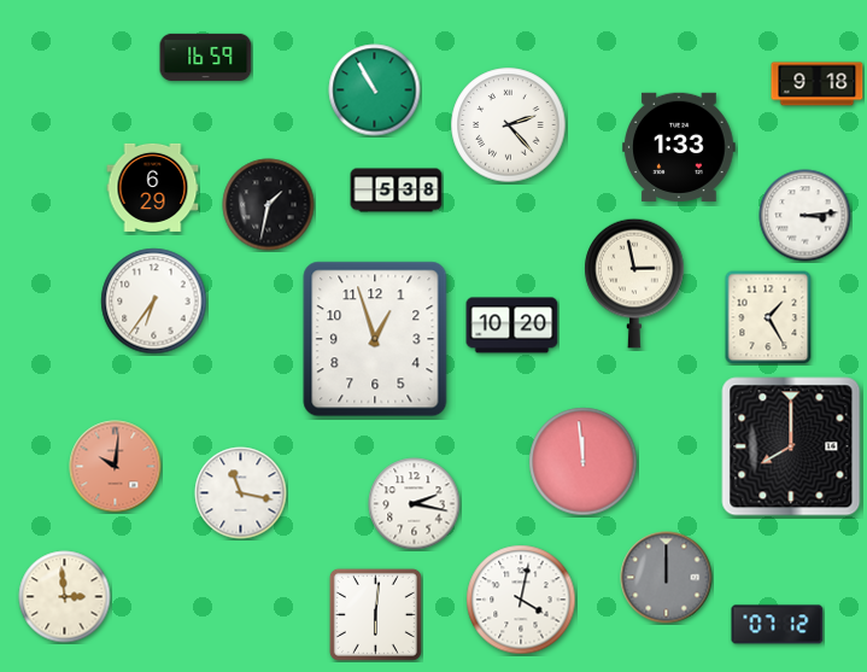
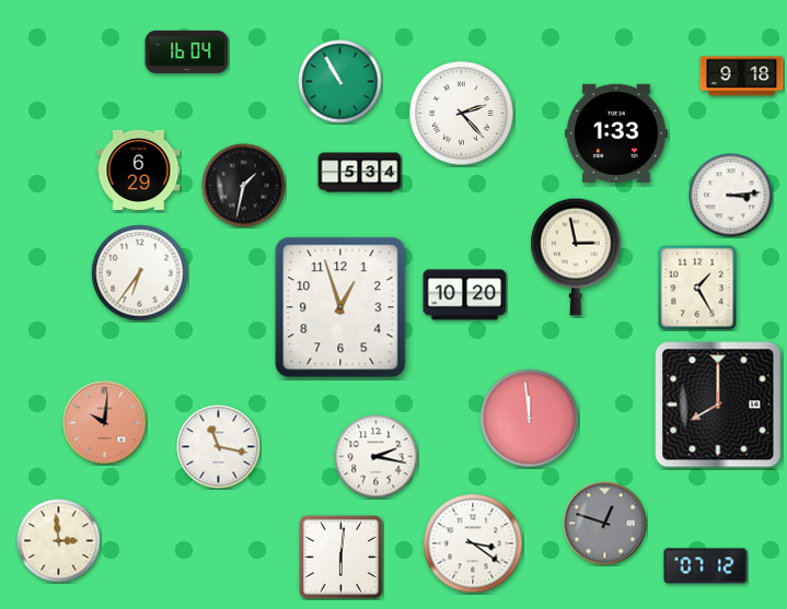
clock at (206, 57): 16:59 -> 16:04
clock at (397, 191): 5:38 -> 5:34
clock at (667, 578): 12:00 -> 12:48
clock at (521, 600): 4:02 -> 3:21
